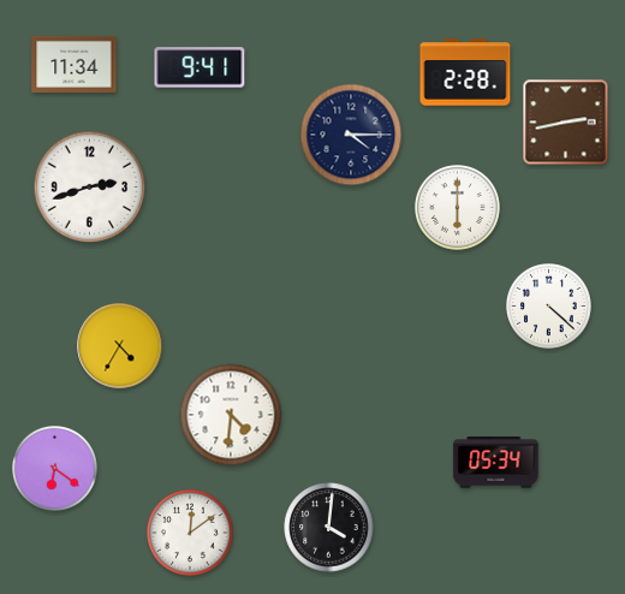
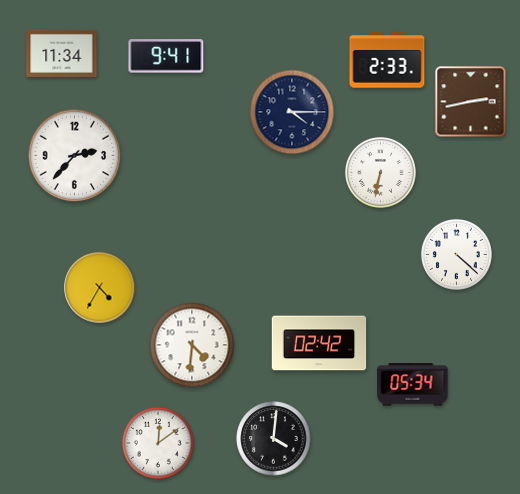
clock at (465, 72): 2:28 -> 2:33
clock at (90, 188): 2:42 -> 2:37
clock at (458, 208): 6:00 -> 6:32
clock at (319, 343): none -> 02:42
clock at (55, 469): 6:21 -> none
